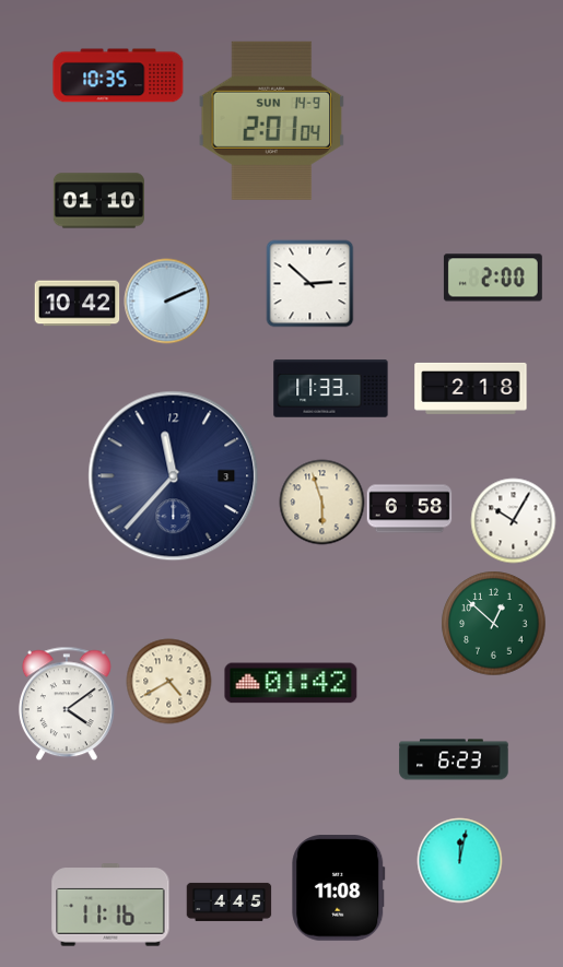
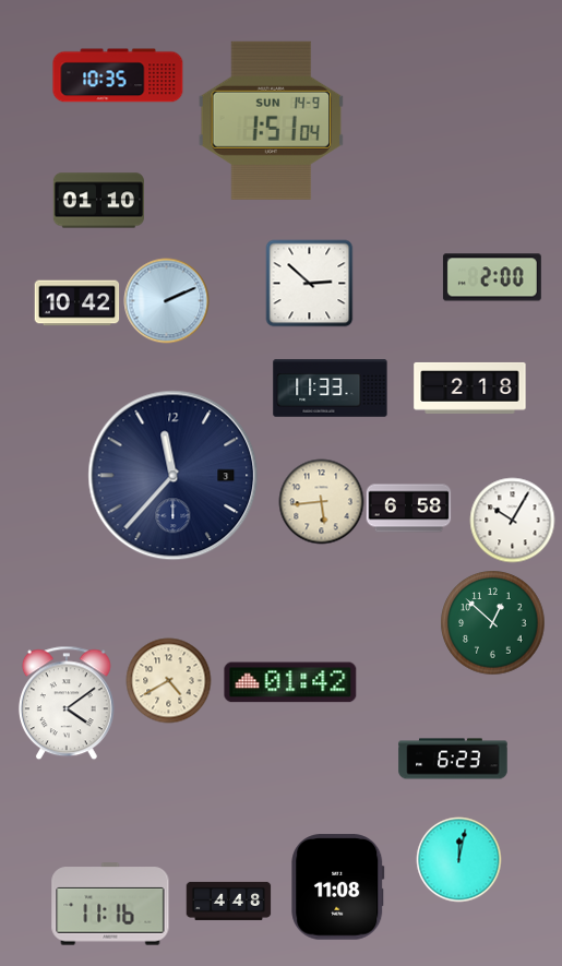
clock at (272, 120): 2:01 -> 1:51
clock at (321, 502): 5:57 -> 5:44
clock at (228, 901): 4:45 -> 4:48
